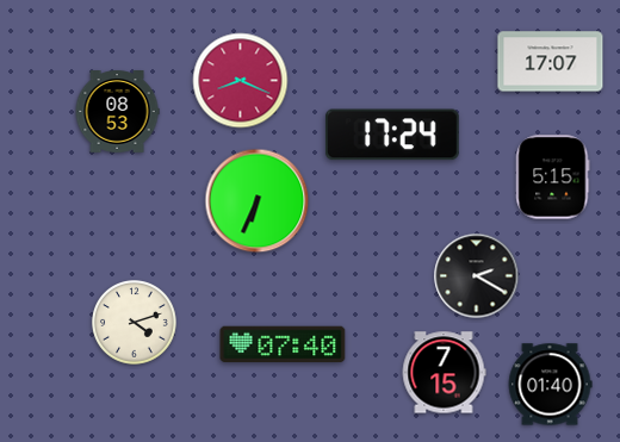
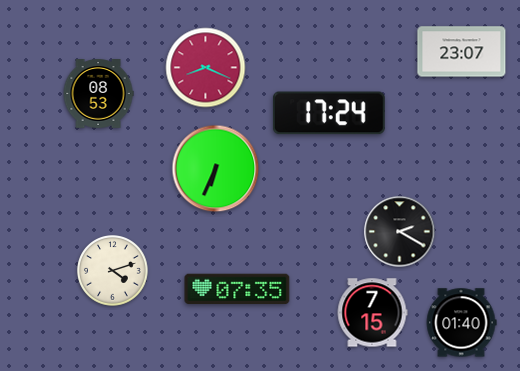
clock at (551, 62): 17:07 -> 23:07
clock at (241, 81) position: (241, 81) -> (206, 68)
clock at (553, 178): 5:15 -> none
clock at (283, 344): 07:40 -> 07:35
